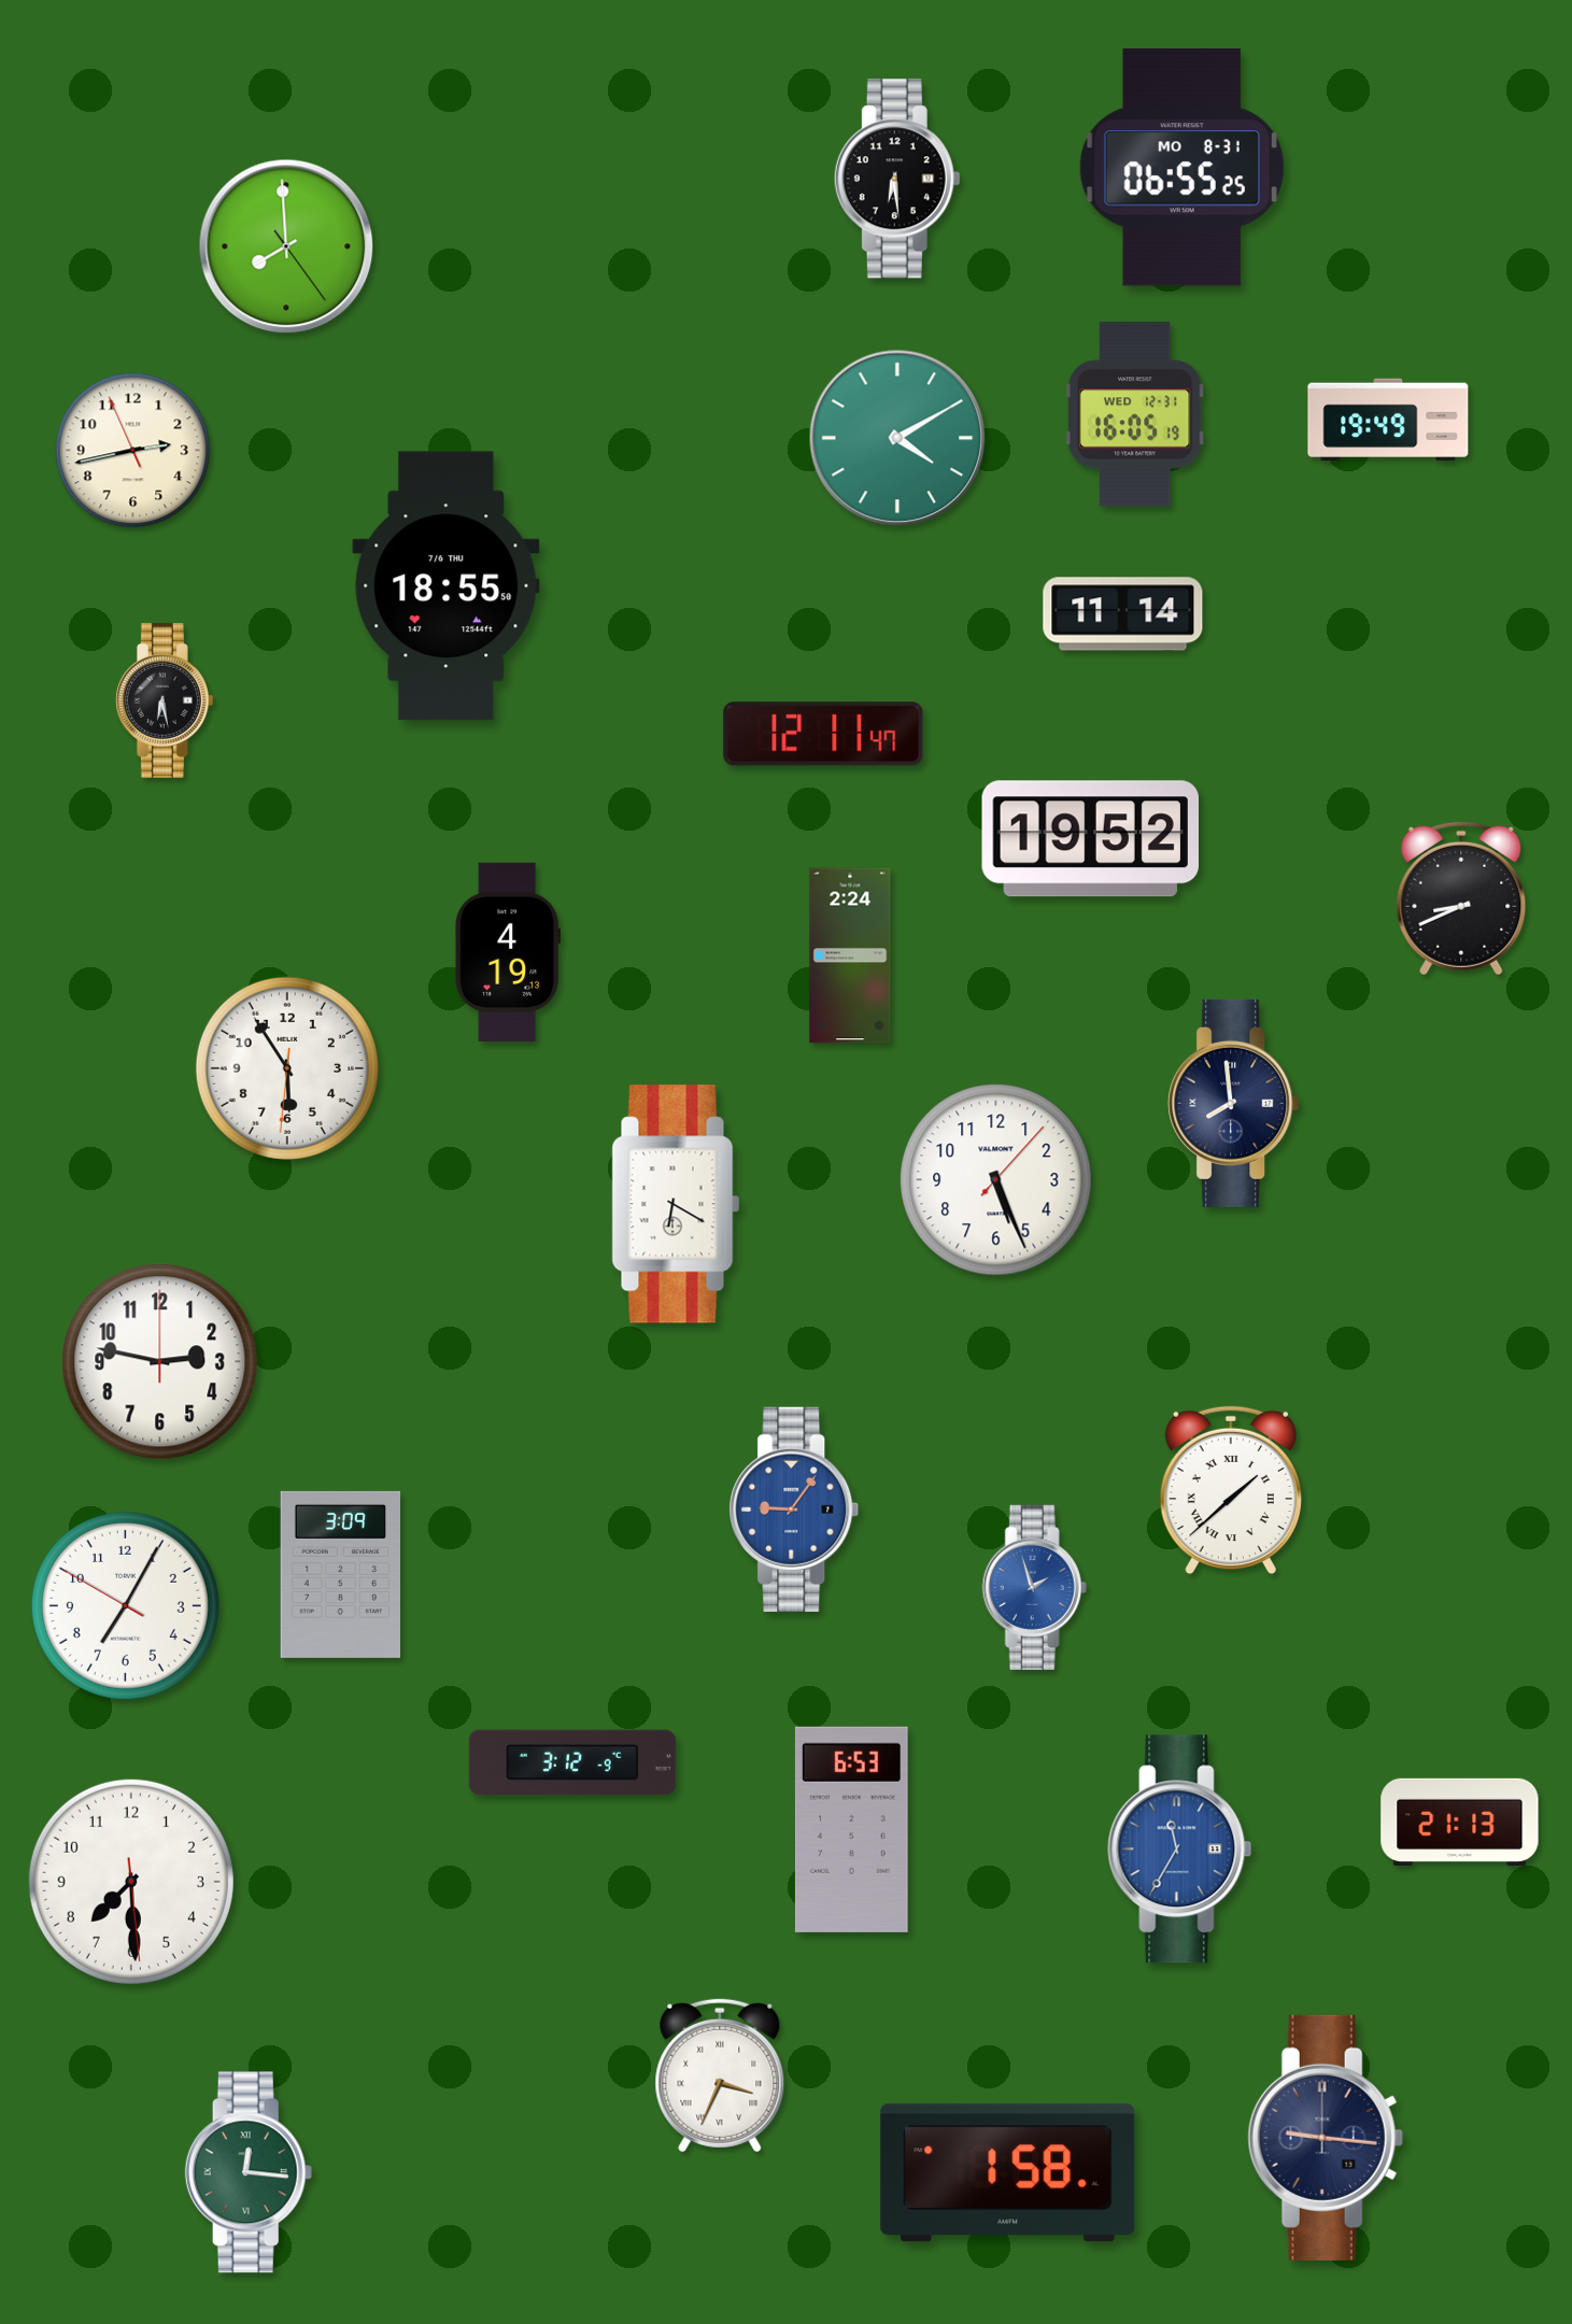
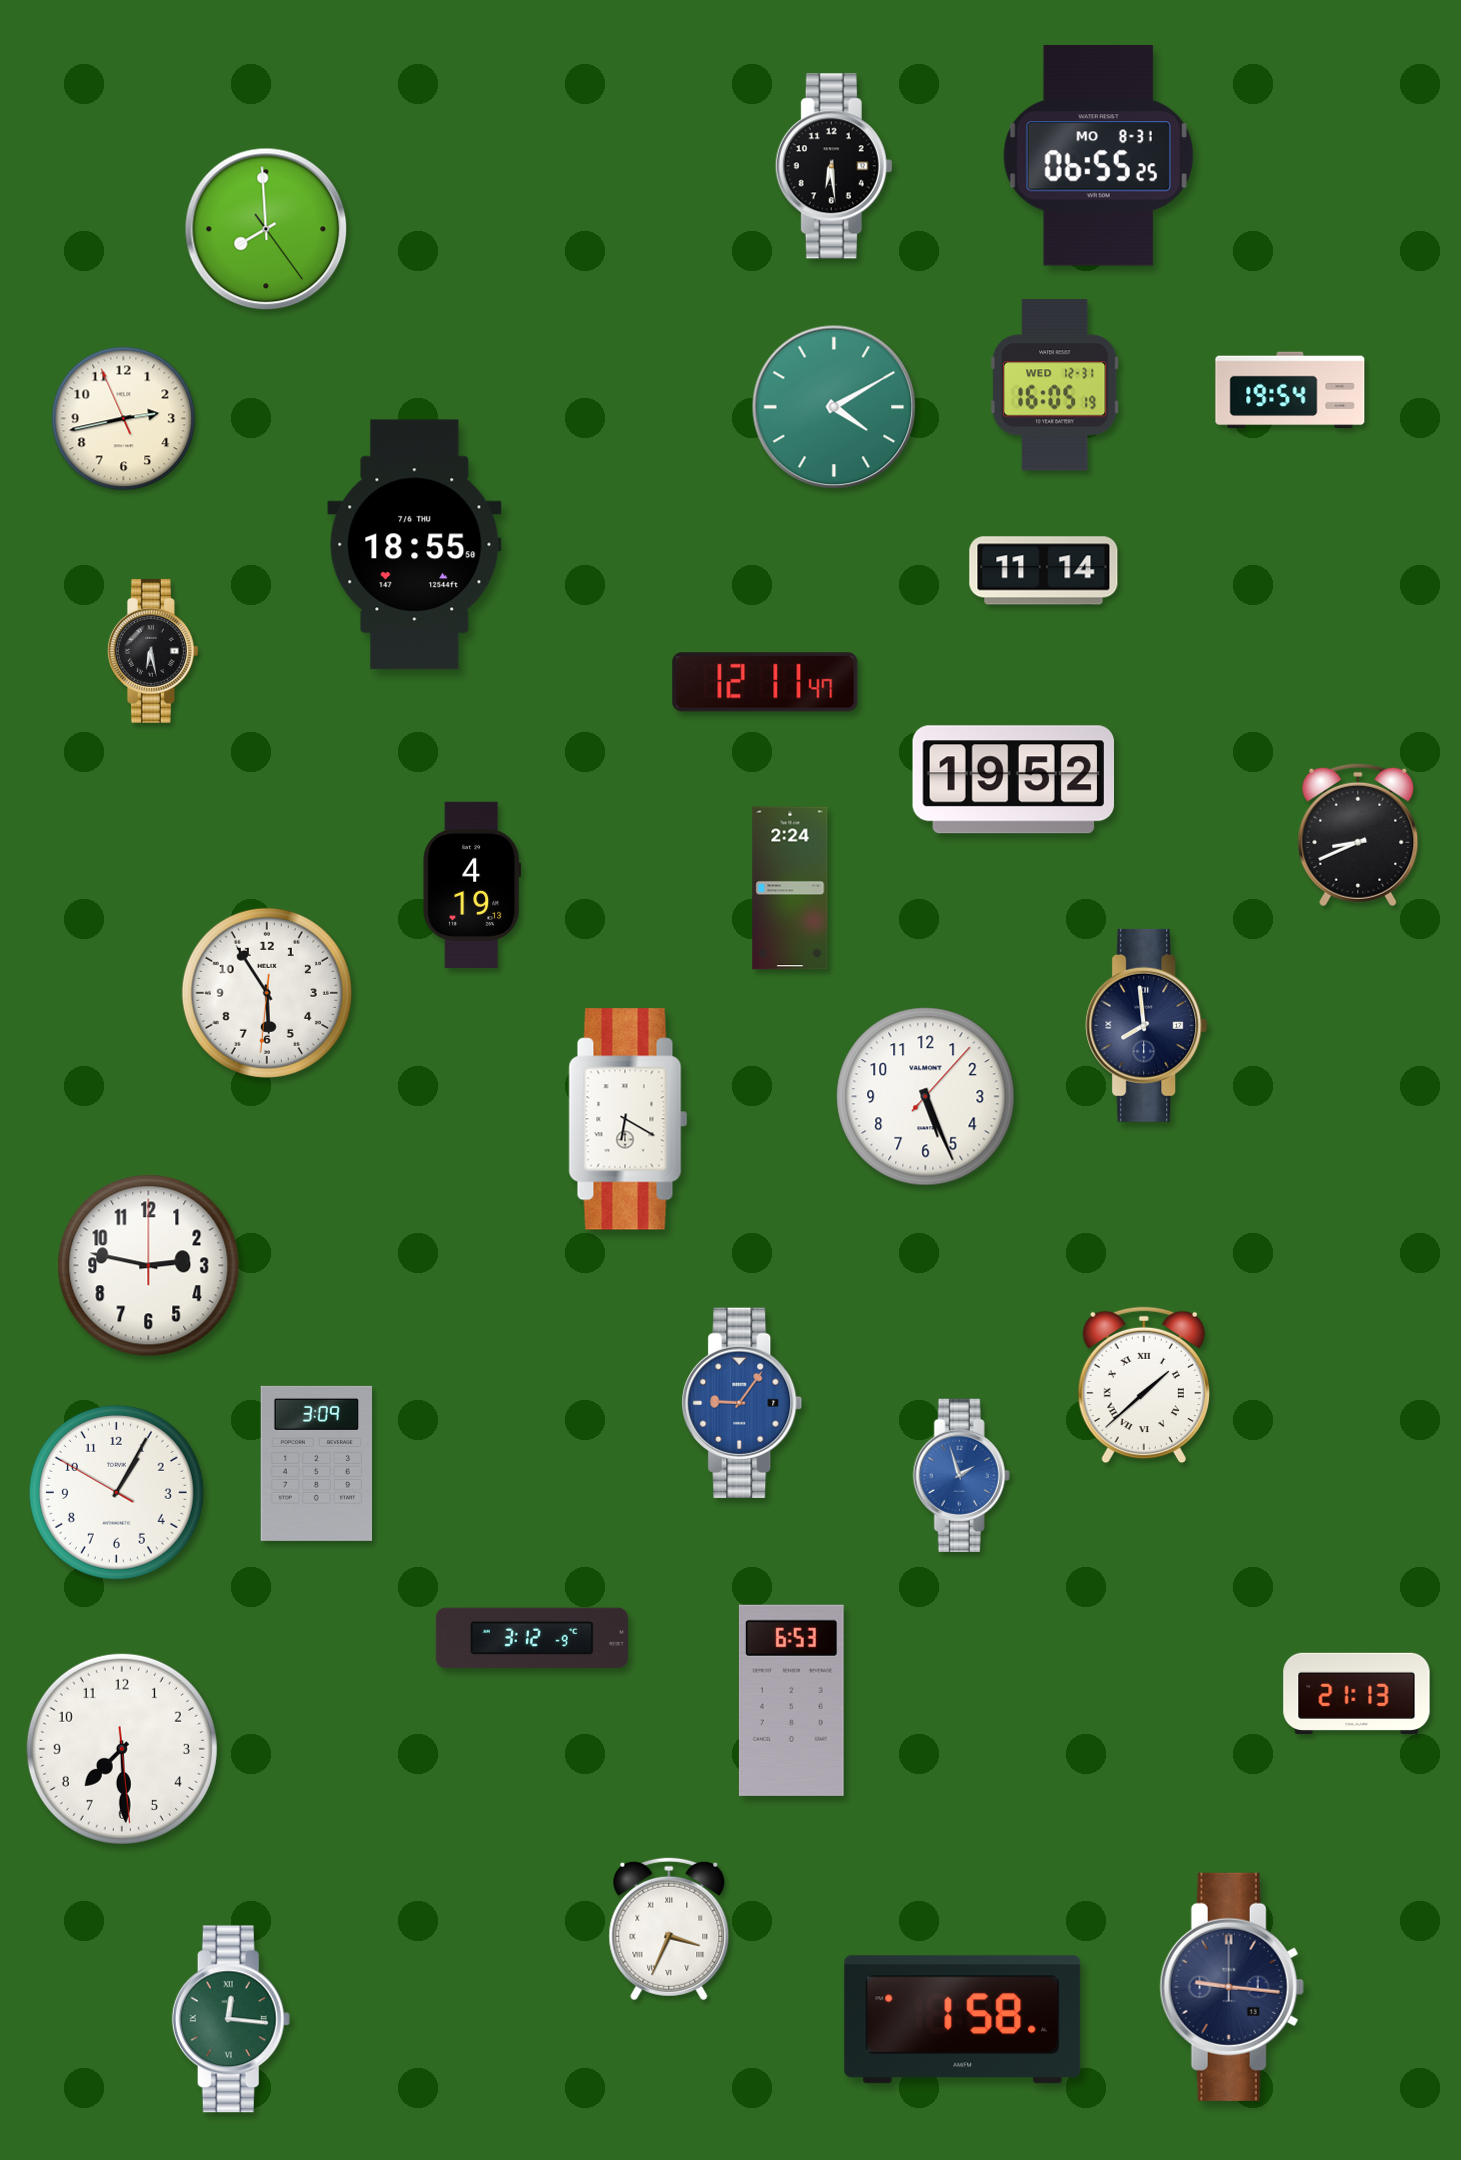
clock at (1388, 420): 19:49 -> 19:54
clock at (794, 1510) position: (794, 1510) -> (742, 1403)
clock at (125, 1605): 7:04 -> 1:04
clock at (1180, 1850): 11:35 -> none
clock at (1008, 2173) position: (1008, 2173) -> (963, 2020)
